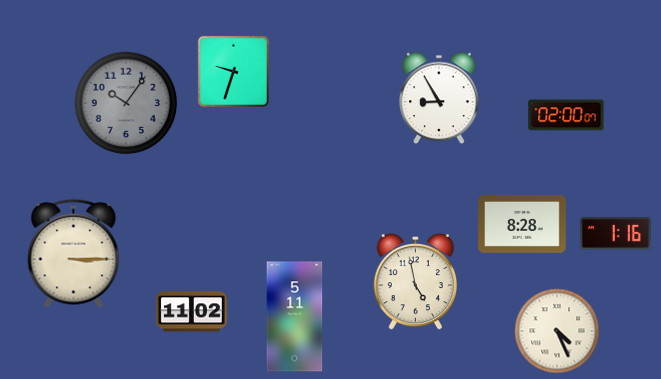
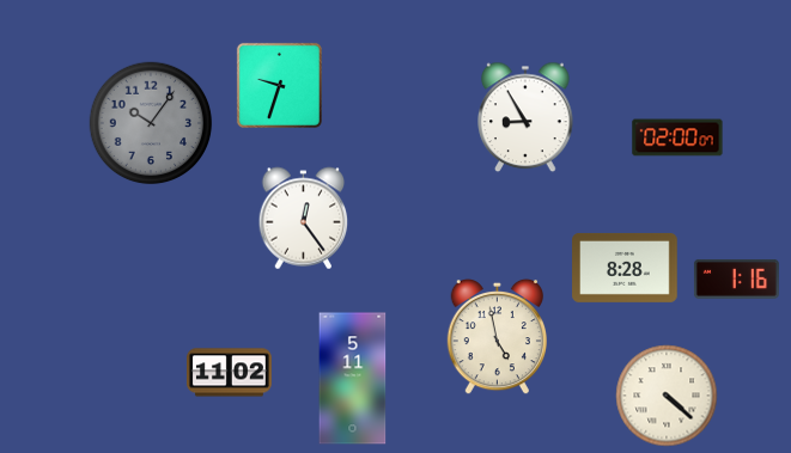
clock at (304, 219): none -> 12:24
clock at (74, 253): 3:15 -> none
clock at (557, 331): 4:26 -> 4:22
